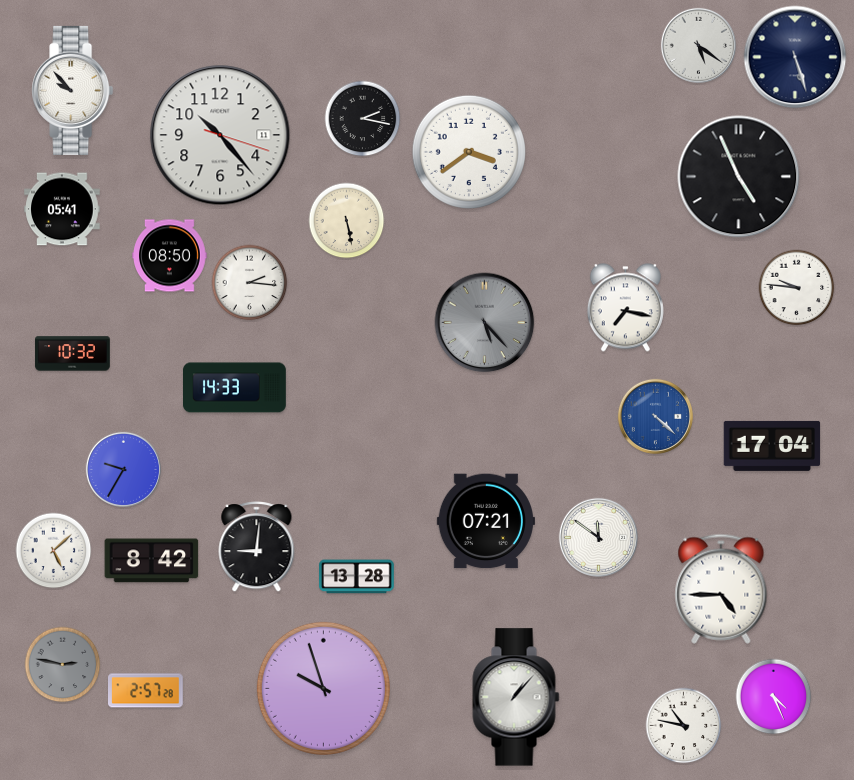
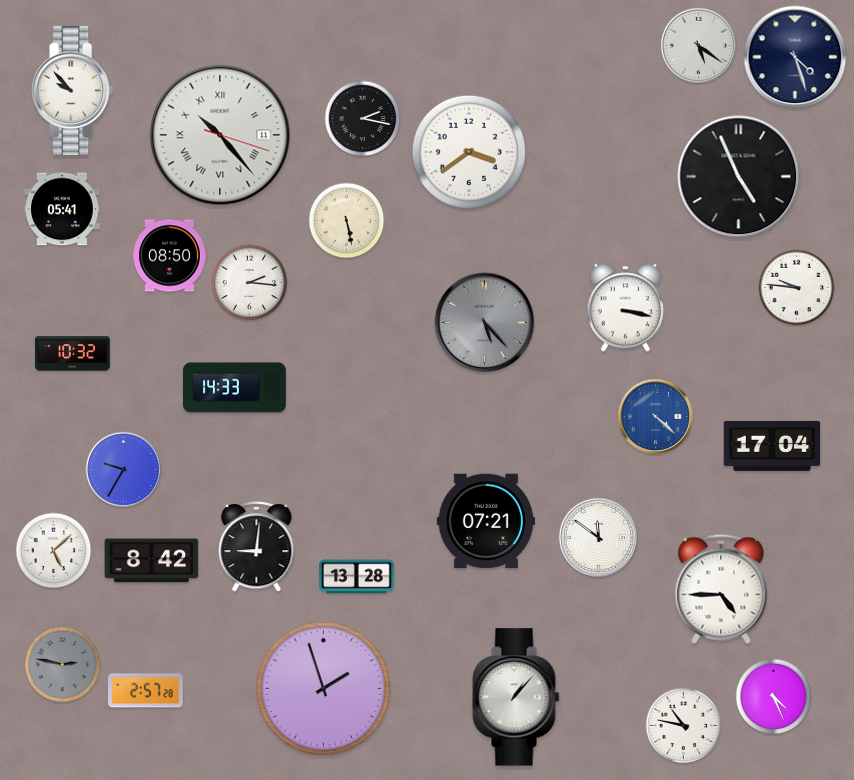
clock at (795, 57): 5:27 -> 4:27
clock at (220, 135) numerals: Arabic -> Roman
clock at (625, 308): 7:17 -> 3:17
clock at (323, 688): 9:57 -> 1:57
